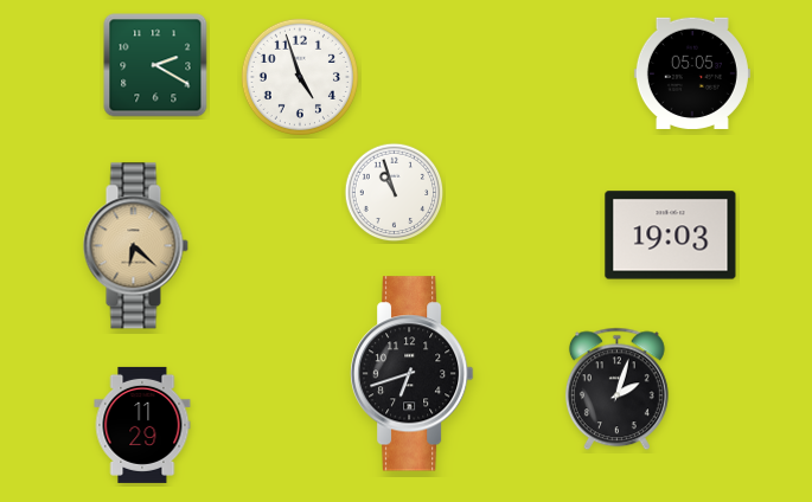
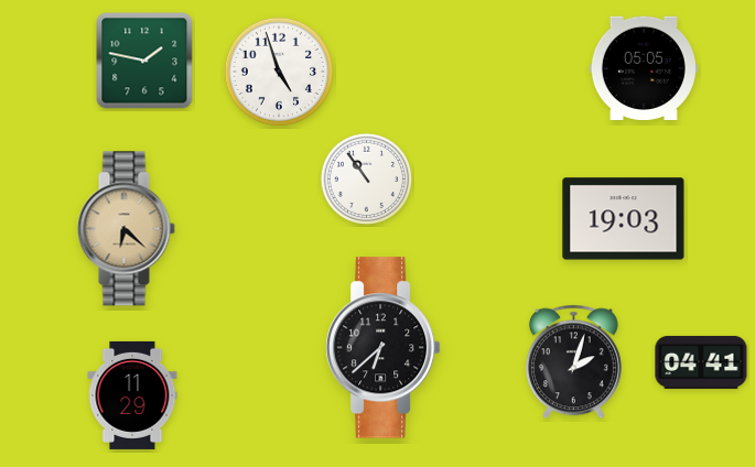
clock at (155, 65): 2:20 -> 1:47
clock at (395, 193): 10:57 -> 10:54
clock at (413, 374): 6:42 -> 6:38
clock at (701, 362): none -> 04:41
